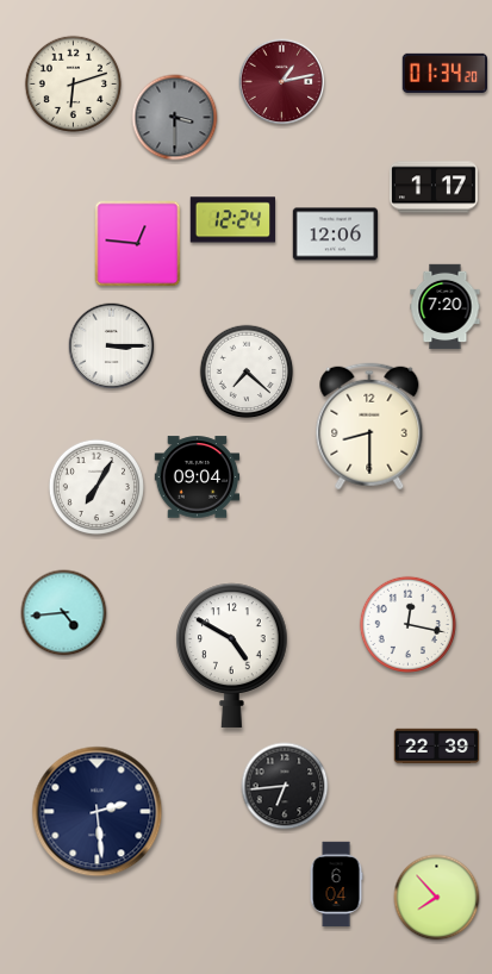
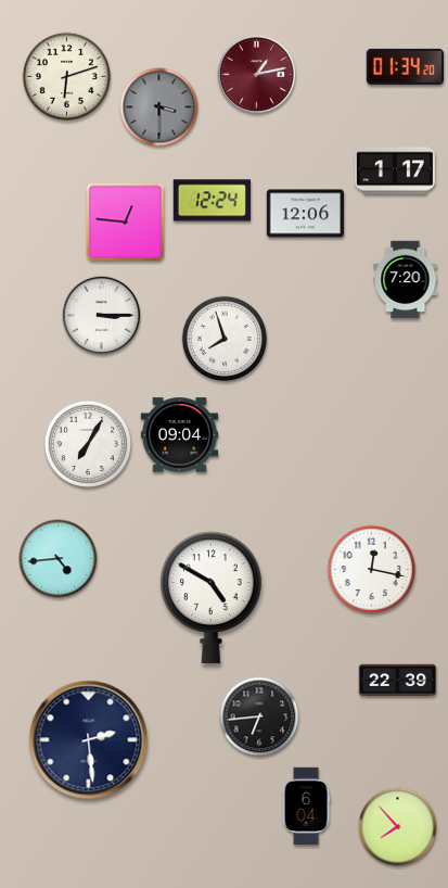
clock at (247, 372): 7:22 -> 7:57
clock at (369, 426): 8:30 -> none
clock at (437, 898) position: (437, 898) -> (398, 827)
